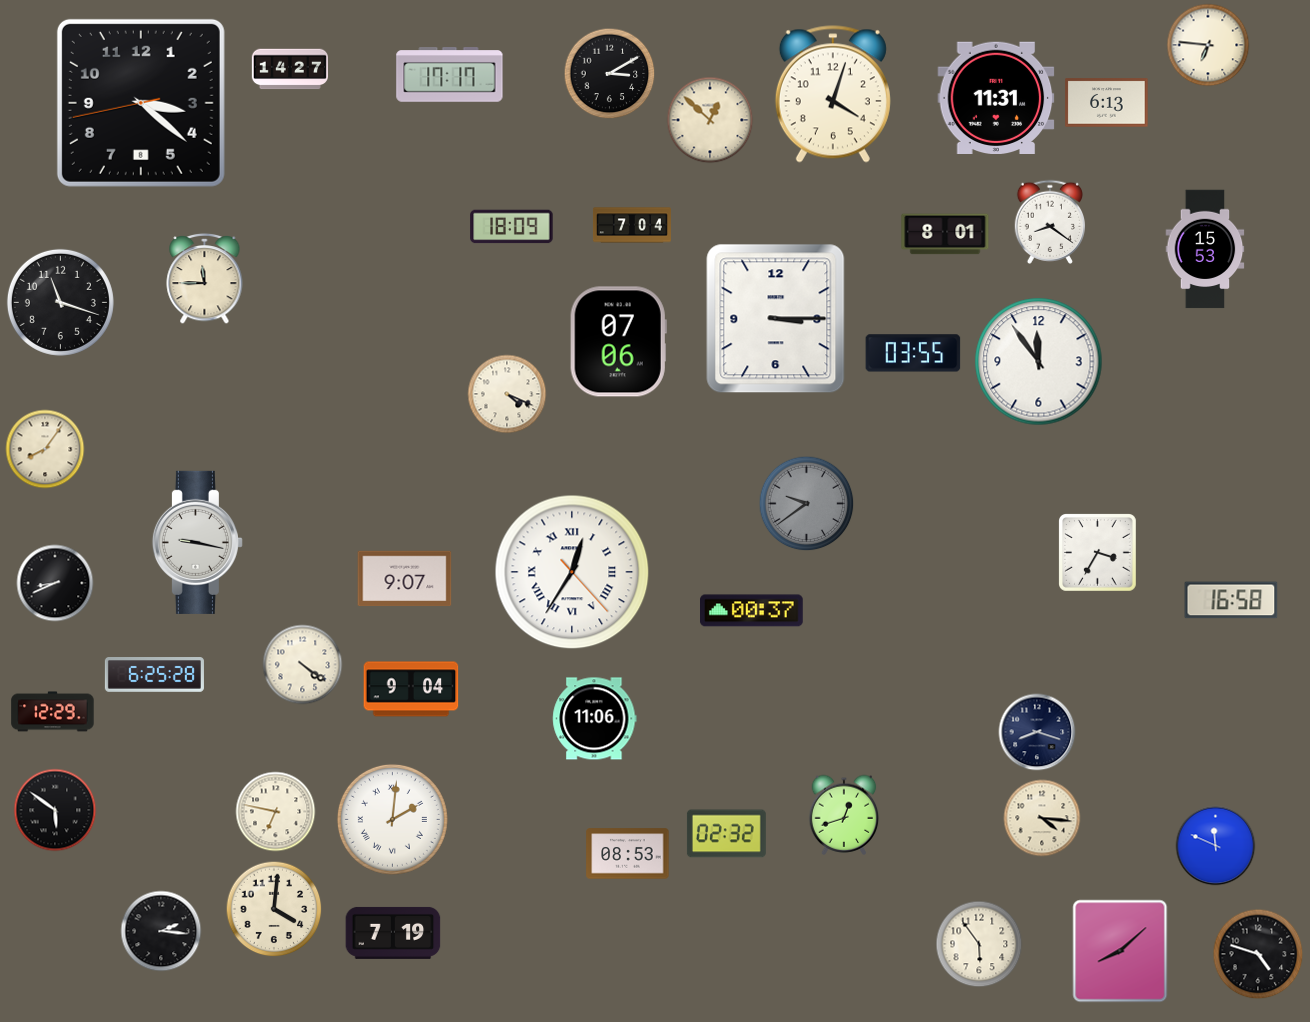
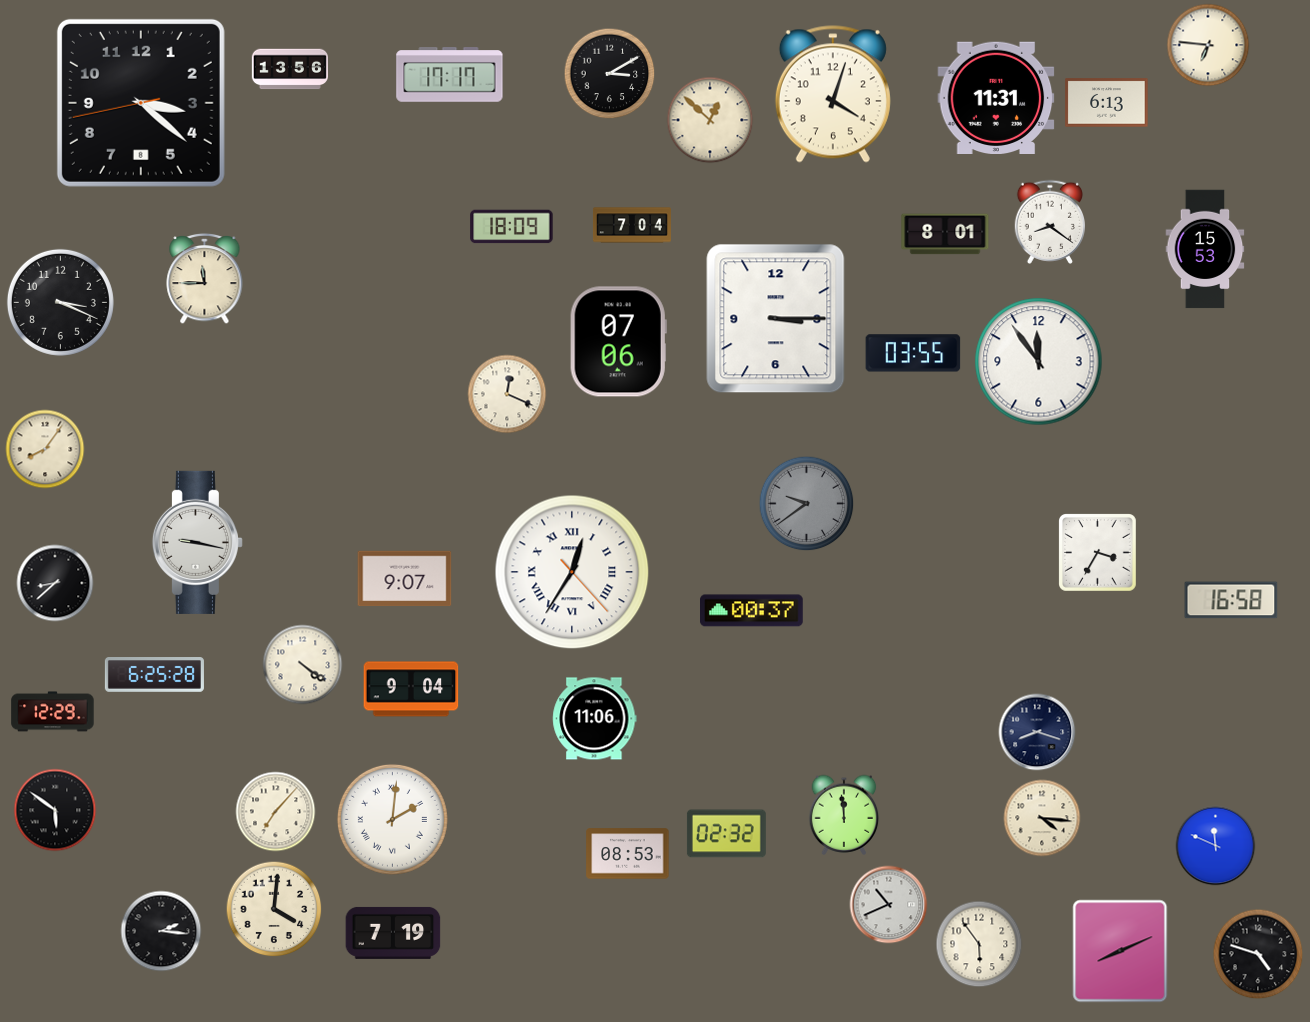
clock at (289, 69): 14:27 -> 13:56
clock at (60, 302): 11:18 -> 3:19
clock at (507, 394): 4:19 -> 12:19
clock at (55, 583): 8:41 -> 8:38
clock at (276, 812): 6:47 -> 7:07
clock at (844, 815): 12:42 -> 11:59
clock at (889, 905): none -> 10:41
clock at (1120, 951): 8:08 -> 8:11
